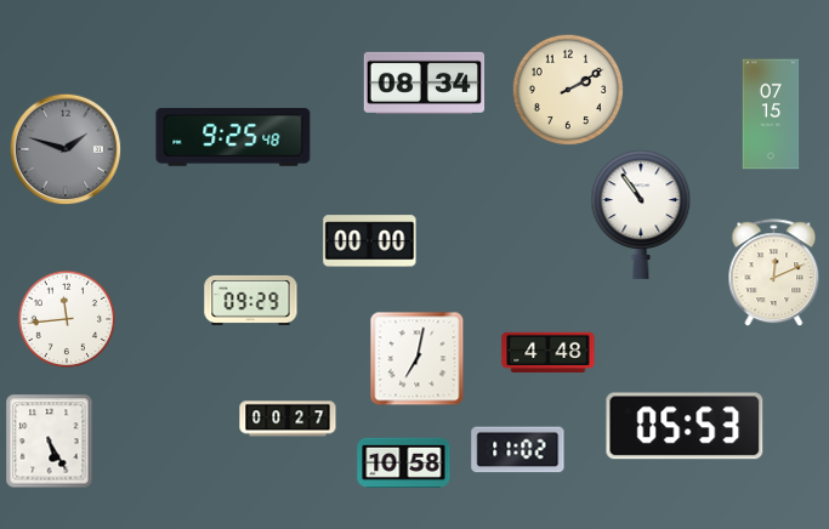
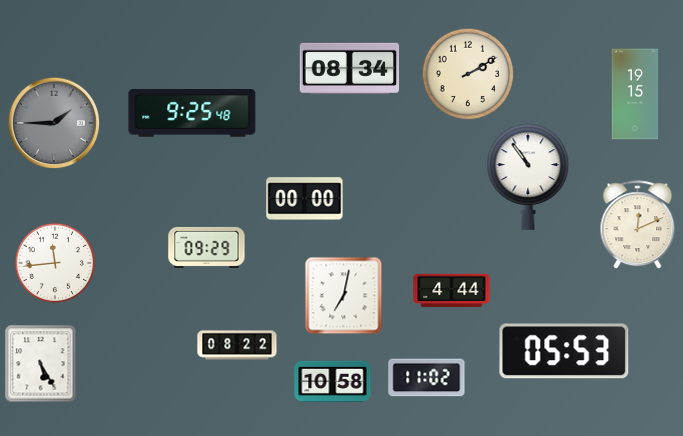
clock at (771, 114): 07:15 -> 19:15
clock at (66, 149): 1:48 -> 1:45
clock at (549, 352): 4:48 -> 4:44
clock at (288, 419): 00:27 -> 08:22
clock at (518, 450) position: (518, 450) -> (427, 378)
